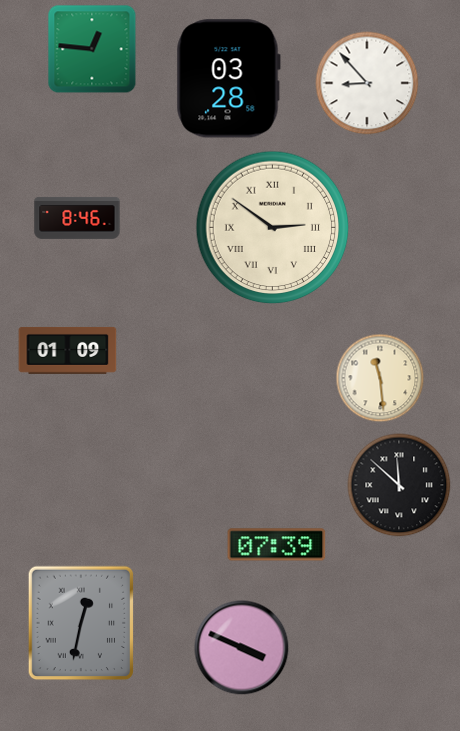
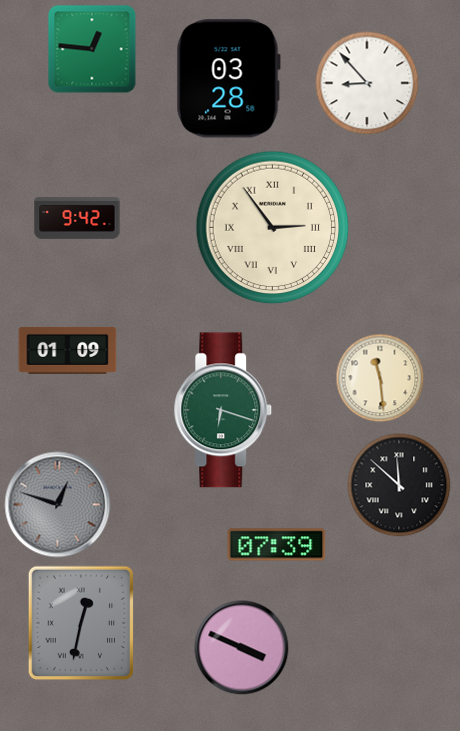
clock at (77, 218): 8:46 -> 9:42
clock at (273, 228): 2:51 -> 2:54
clock at (223, 410): none -> 6:18
clock at (58, 505): none -> 12:48
